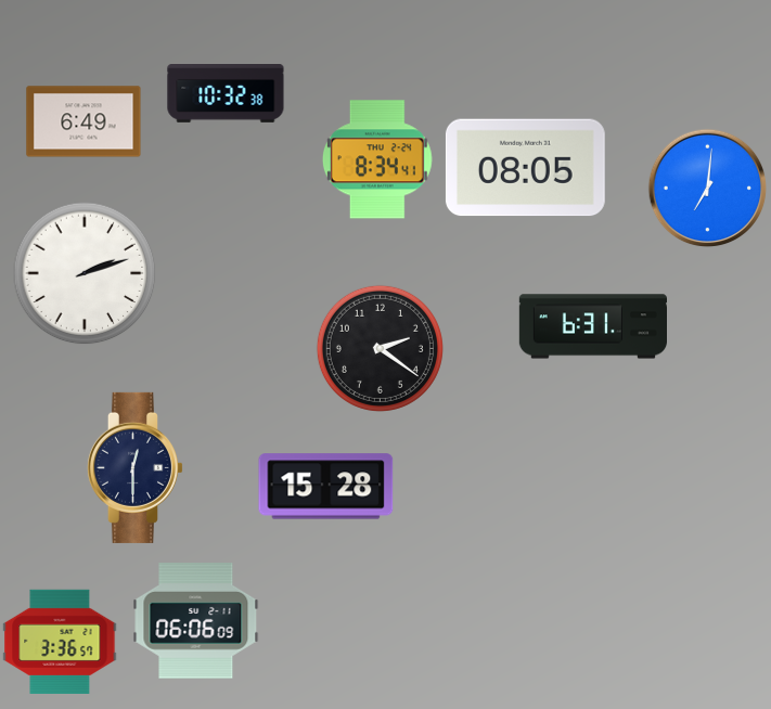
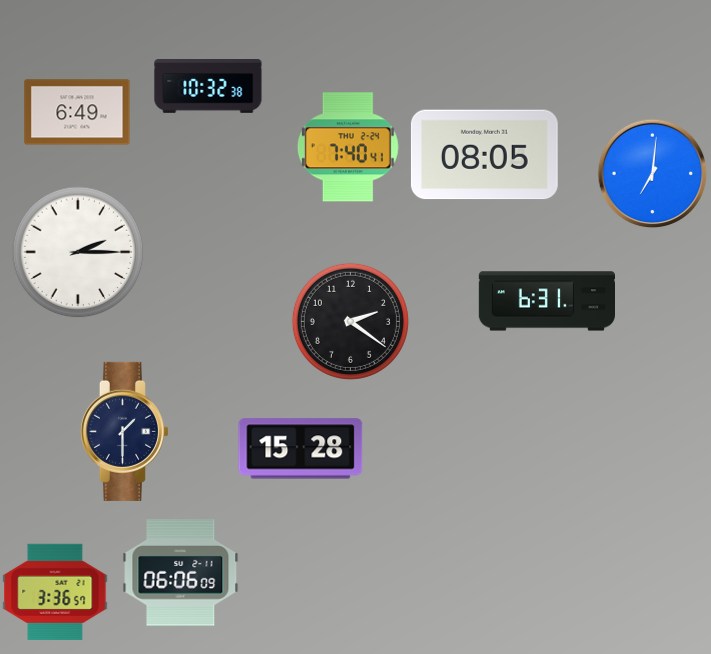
clock at (377, 159): 8:34 -> 7:40
clock at (85, 273): 2:12 -> 2:15
clock at (134, 467): 12:30 -> 1:30
